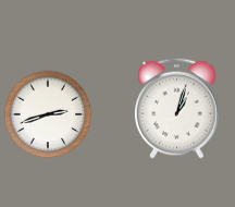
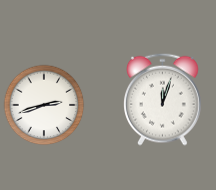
clock at (177, 108): 1:03 -> 12:03
